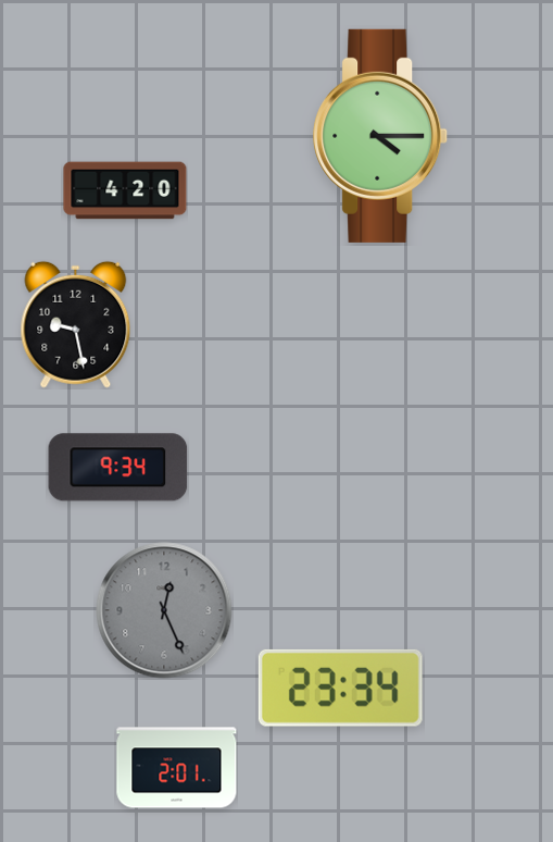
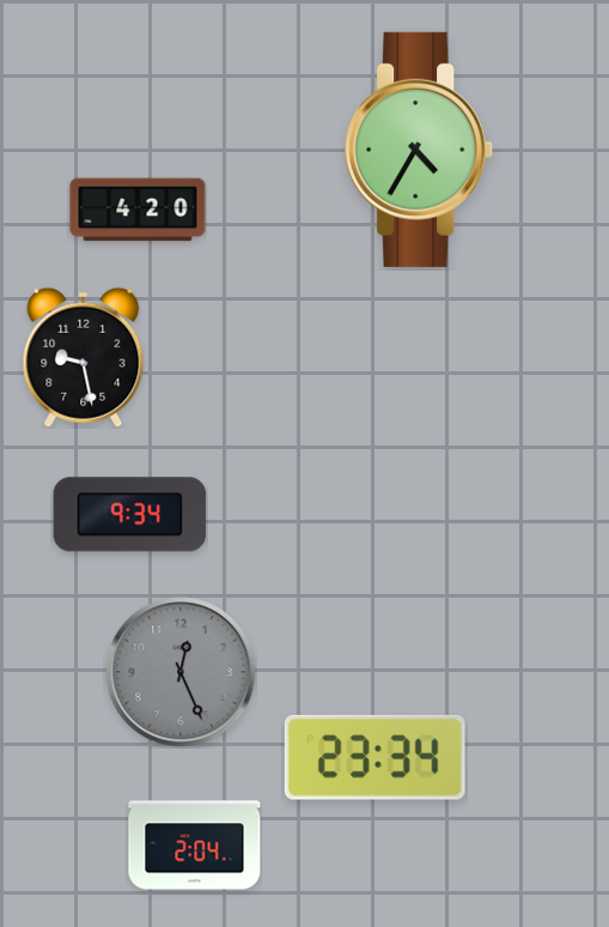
clock at (381, 136): 4:15 -> 4:35
clock at (177, 768): 2:01 -> 2:04
